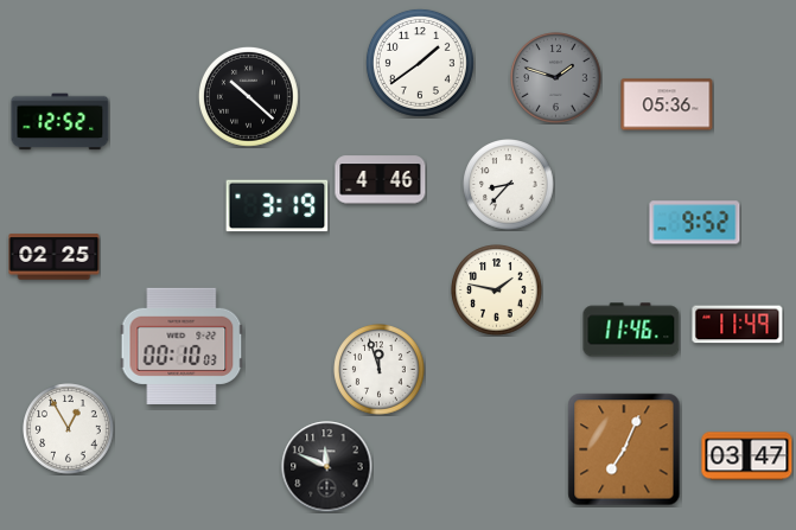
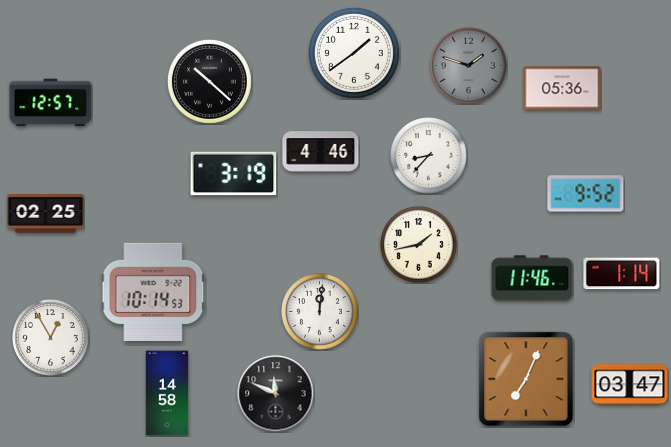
clock at (61, 122): 12:52 -> 12:57
clock at (695, 223) position: (695, 223) -> (586, 194)
clock at (55, 257) position: (55, 257) -> (46, 214)
clock at (497, 290): 1:47 -> 1:43
clock at (738, 325): 11:49 -> 1:14
clock at (182, 346): 00:10 -> 10:14
clock at (380, 370): 11:57 -> 12:01
clock at (69, 429) position: (69, 429) -> (51, 338)
clock at (167, 393): none -> 14:58
